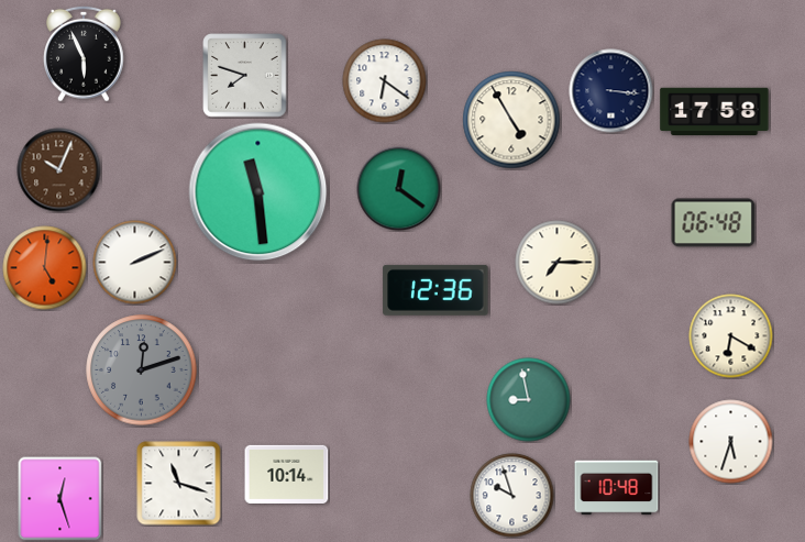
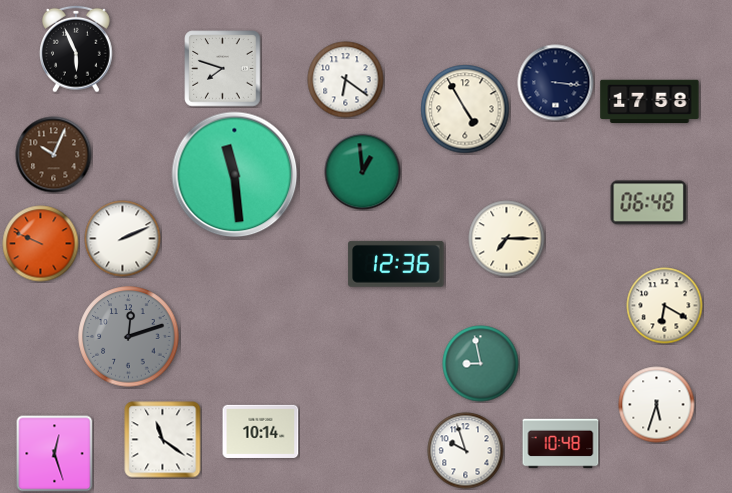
clock at (385, 81) position: (385, 81) -> (346, 80)
clock at (399, 189): 12:21 -> 12:59
clock at (45, 268): 5:01 -> 9:49
clock at (731, 442) position: (731, 442) -> (657, 405)
clock at (179, 484): 11:18 -> 11:21
